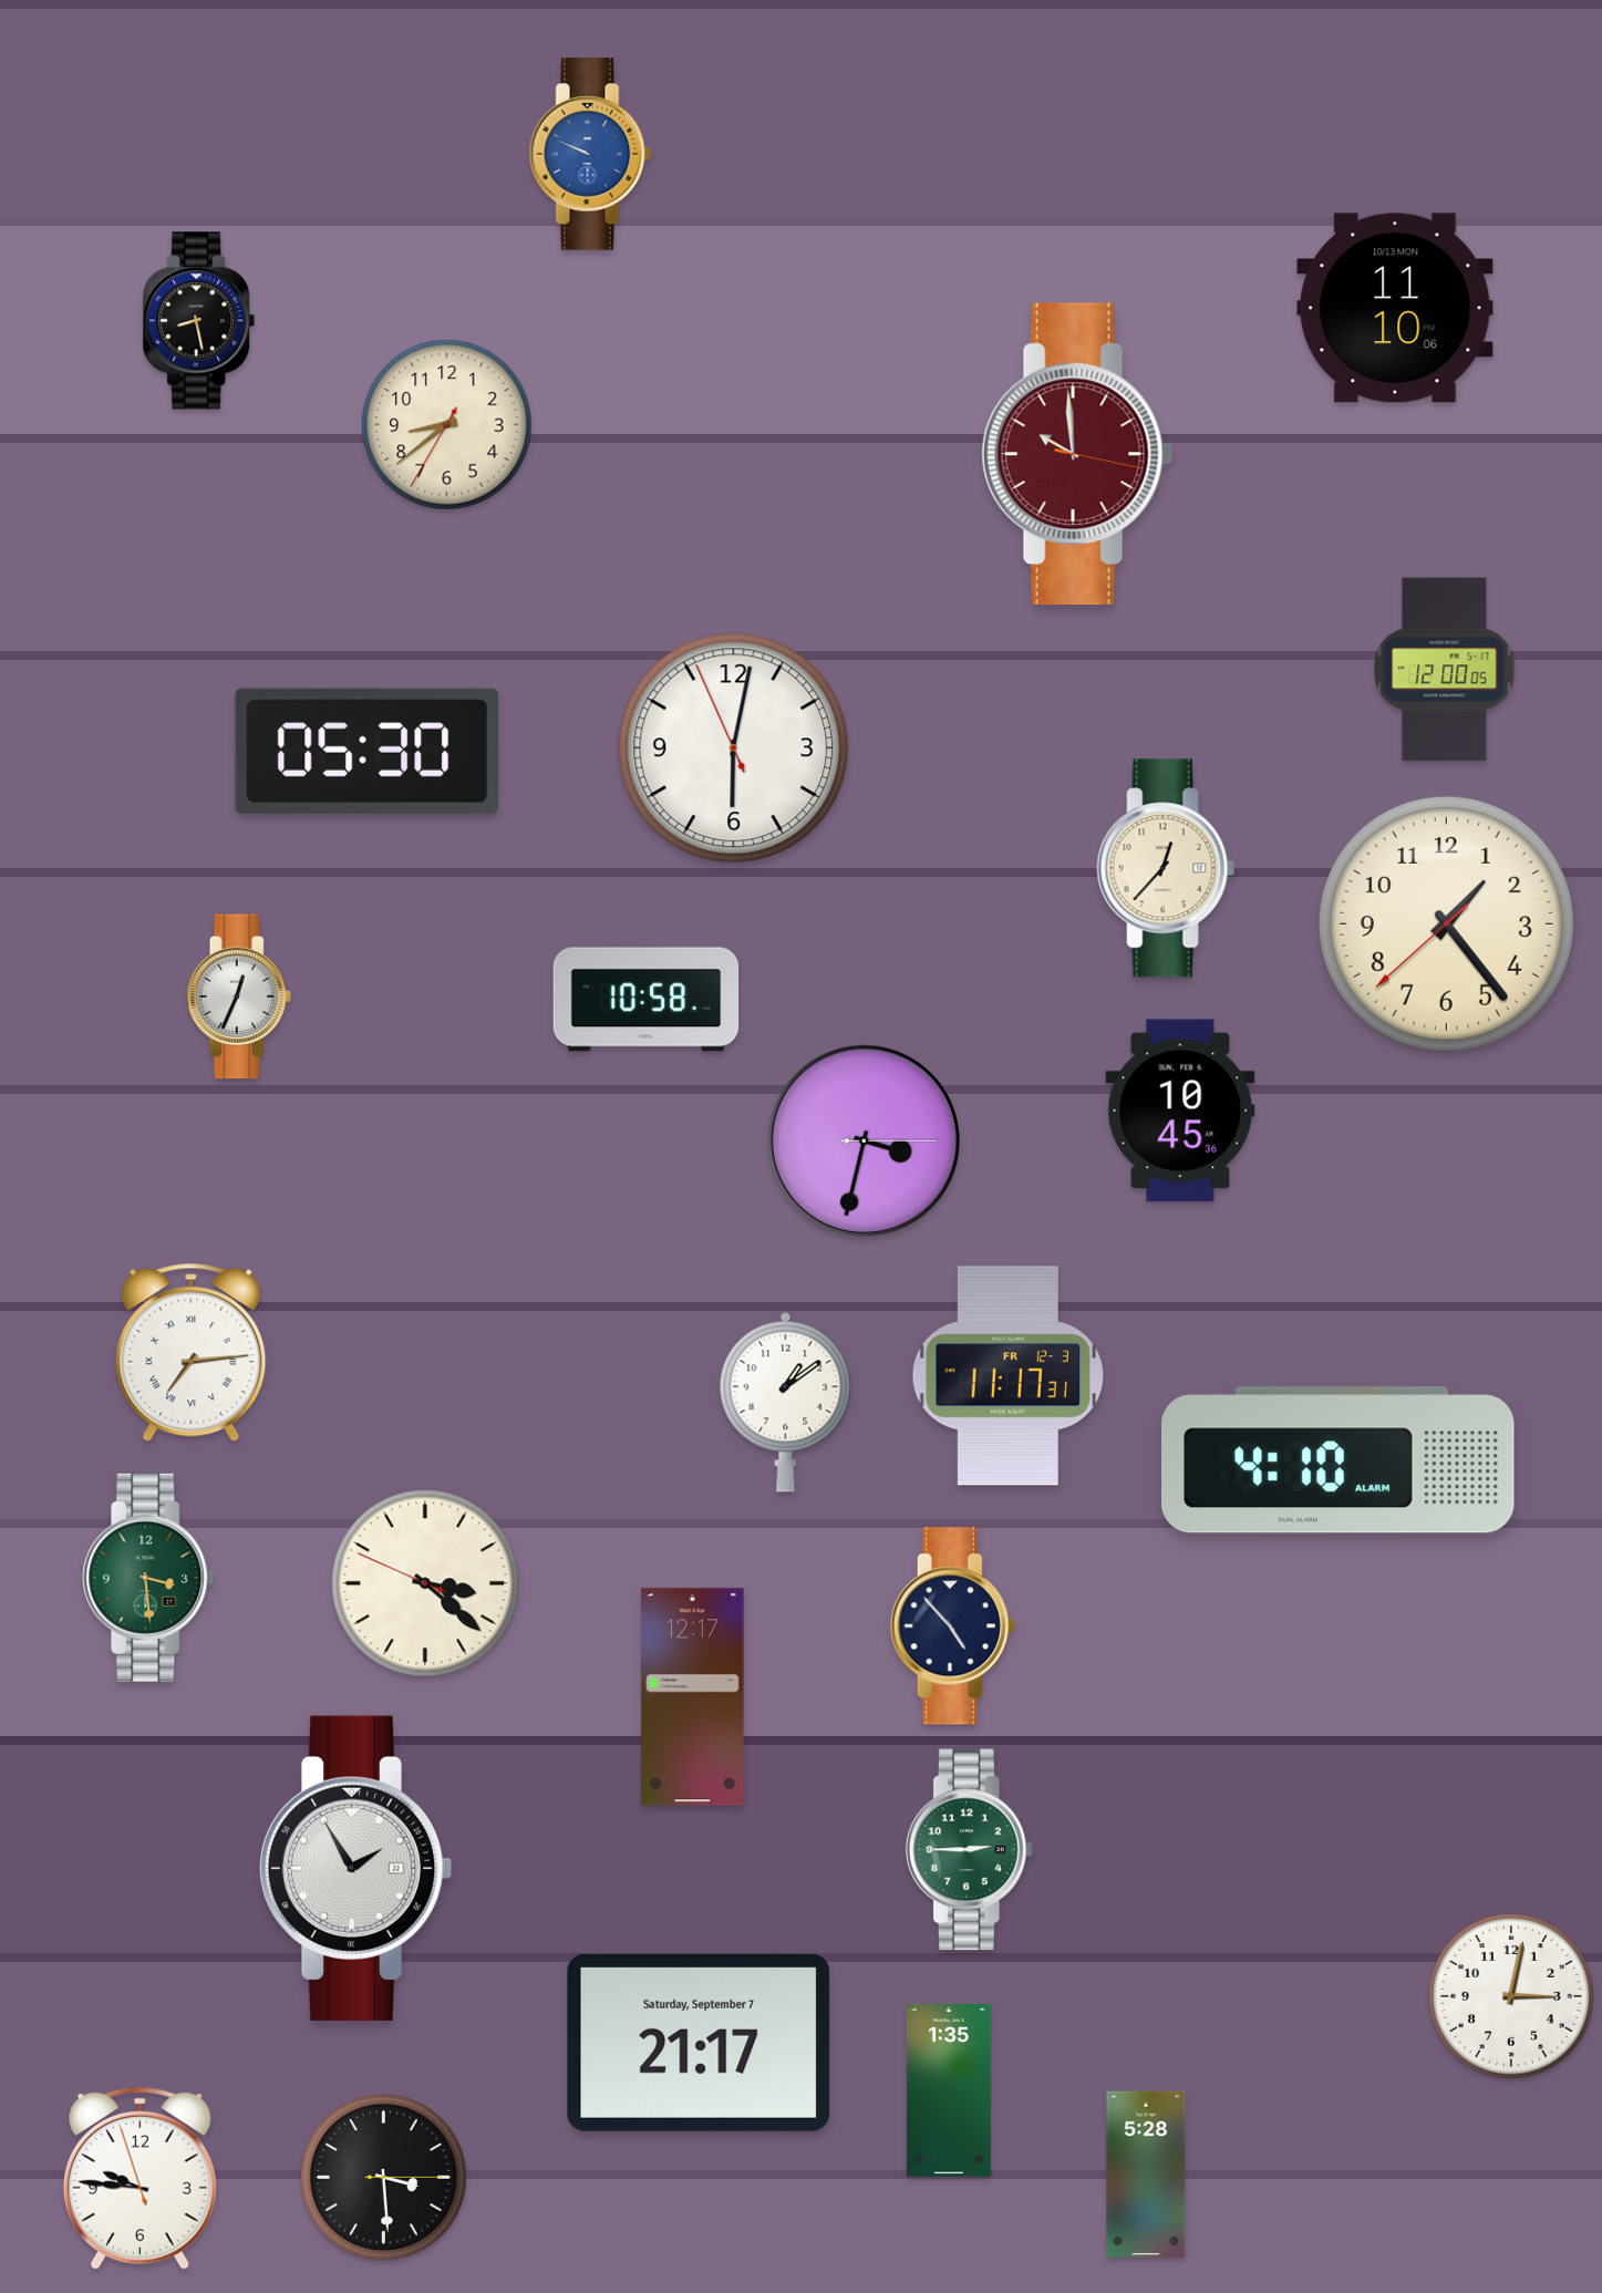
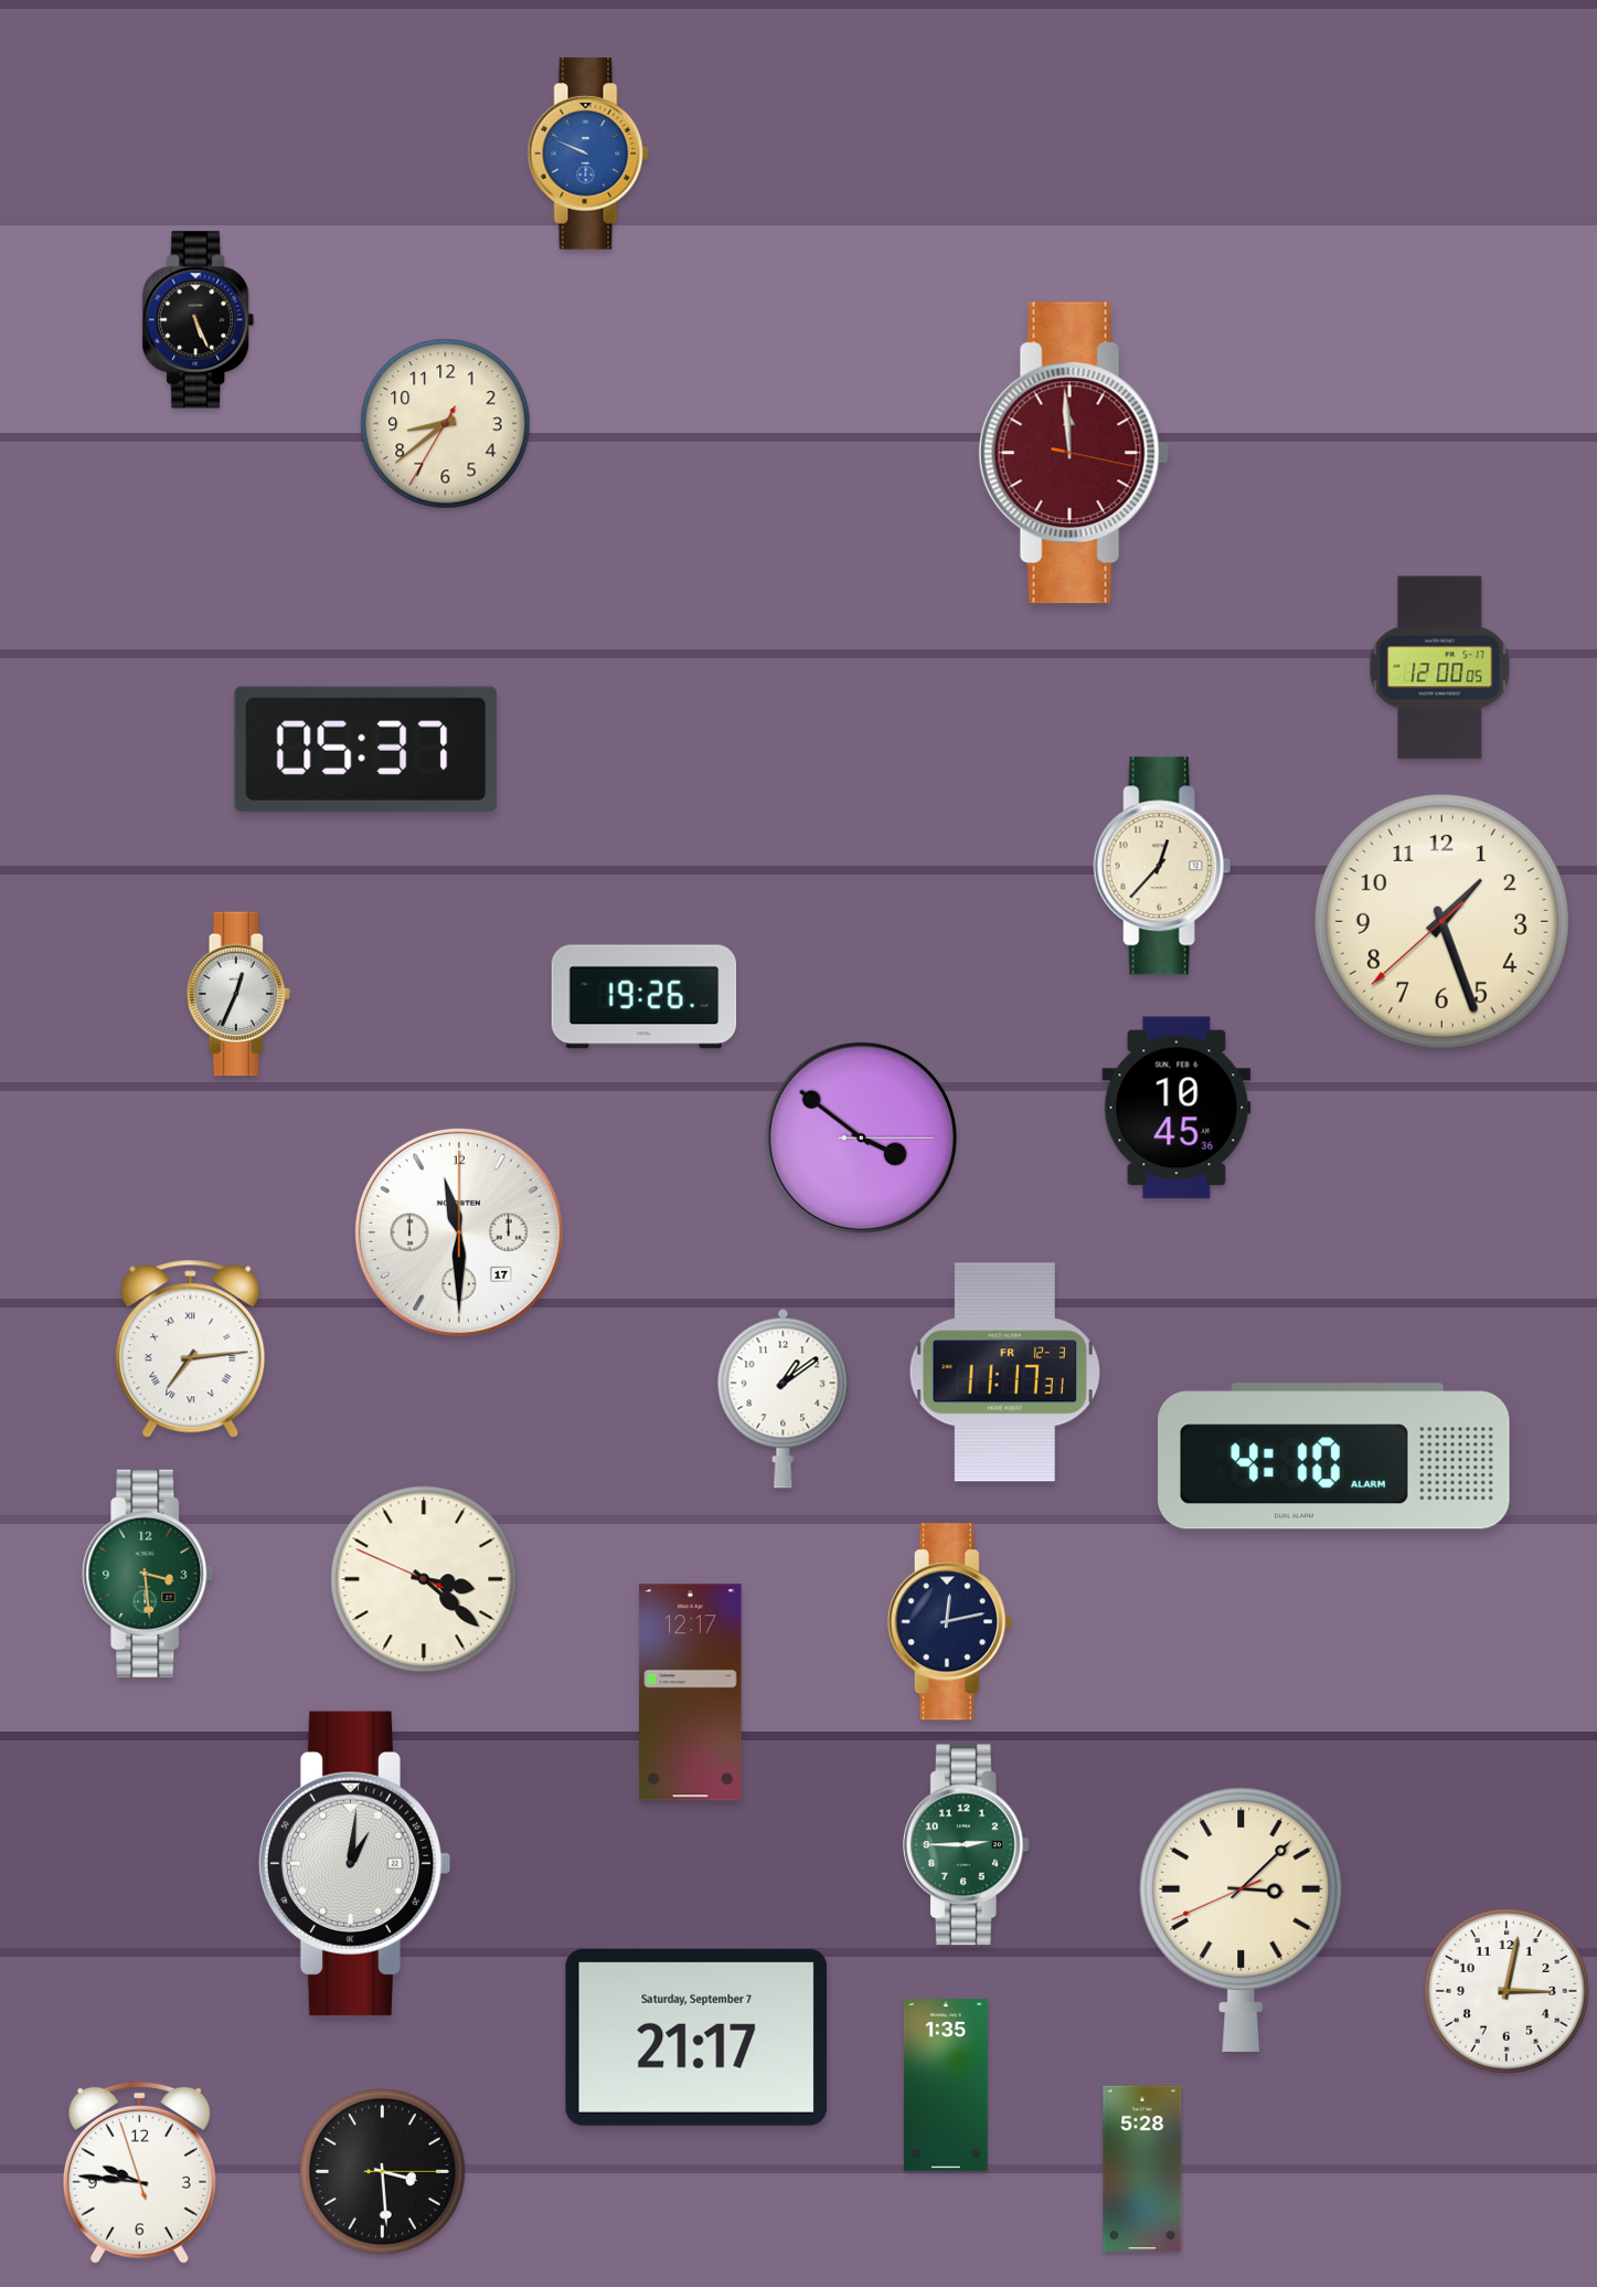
clock at (1395, 308): 11:10 -> none
clock at (199, 321): 8:28 -> 5:26
clock at (1077, 454): 9:59 -> 11:59
clock at (734, 748): 6:01 -> none
clock at (366, 751): 05:30 -> 05:37
clock at (1446, 923): 1:23 -> 1:26
clock at (647, 1000): 10:58 -> 19:26
clock at (864, 1140): 3:32 -> 3:51
clock at (459, 1232): none -> 11:30
clock at (952, 1626): 4:53 -> 12:13
clock at (355, 1868): 1:55 -> 1:01
clock at (1242, 1919): none -> 3:07
